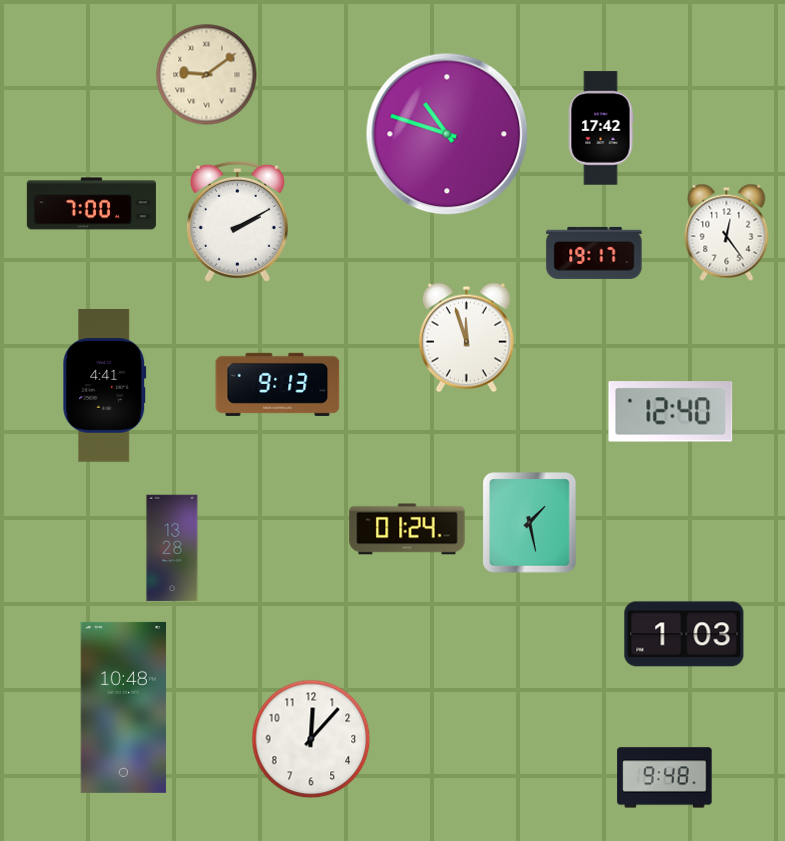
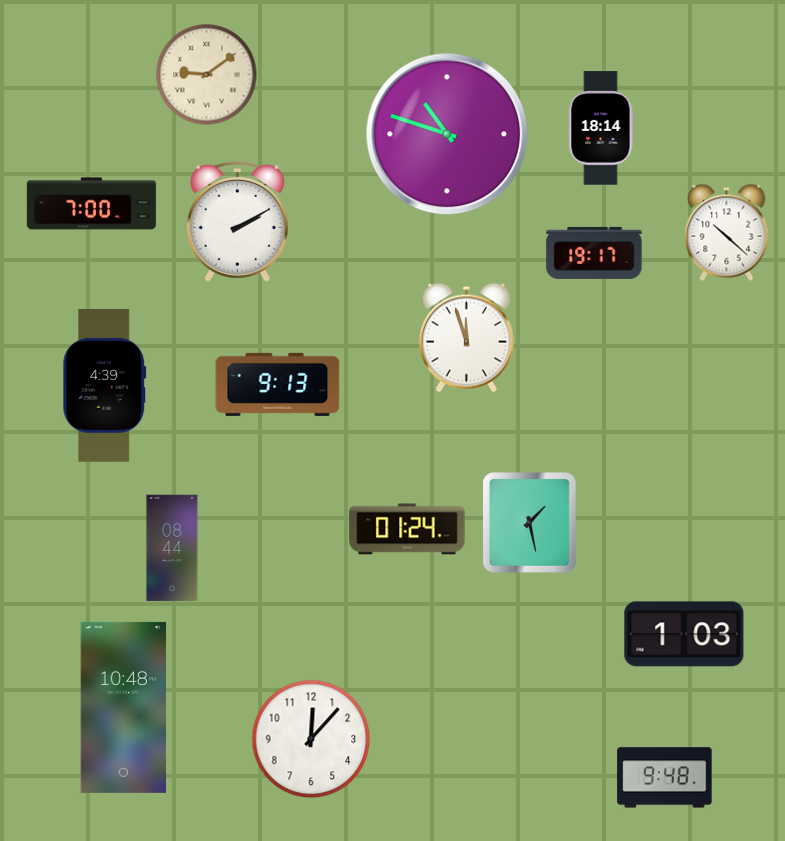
clock at (601, 128): 17:42 -> 18:14
clock at (727, 232): 12:24 -> 10:22
clock at (105, 386): 4:41 -> 4:39
clock at (671, 412): 12:40 -> none
clock at (172, 548): 13:28 -> 08:44
